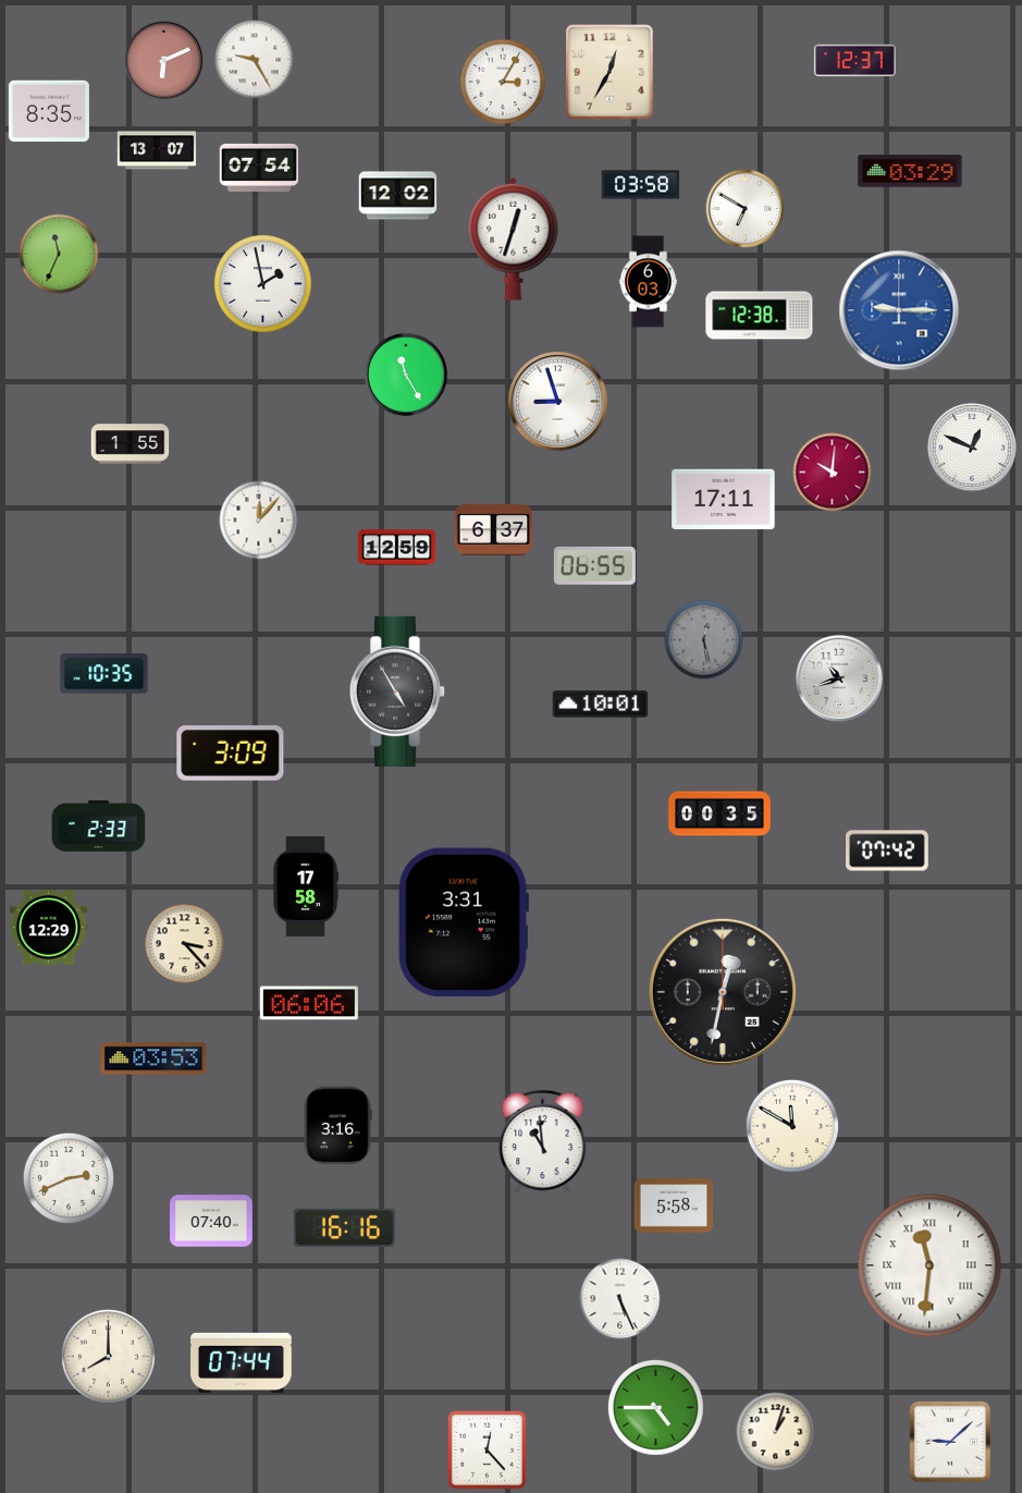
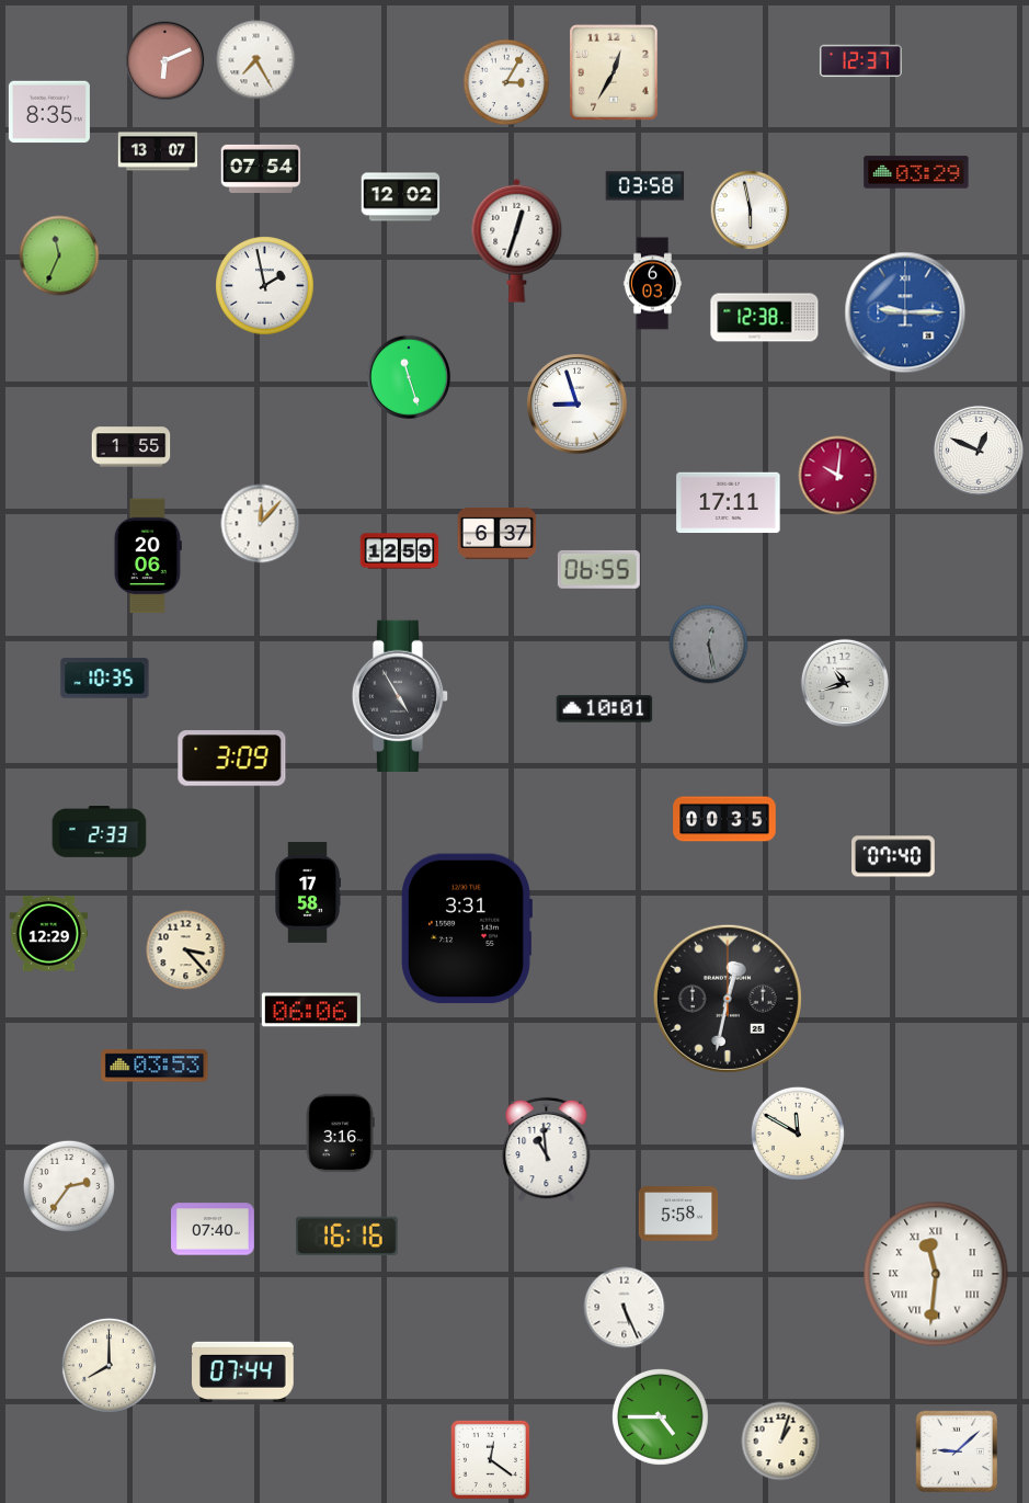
clock at (255, 60): 9:25 -> 7:25
clock at (746, 209): 6:50 -> 5:58
clock at (406, 375): 11:25 -> 11:27
clock at (558, 402) position: (558, 402) -> (578, 405)
clock at (148, 556): none -> 20:06
clock at (888, 850): 07:42 -> 07:40
clock at (69, 1178): 2:41 -> 2:36
clock at (487, 1449): 12:23 -> 12:21
